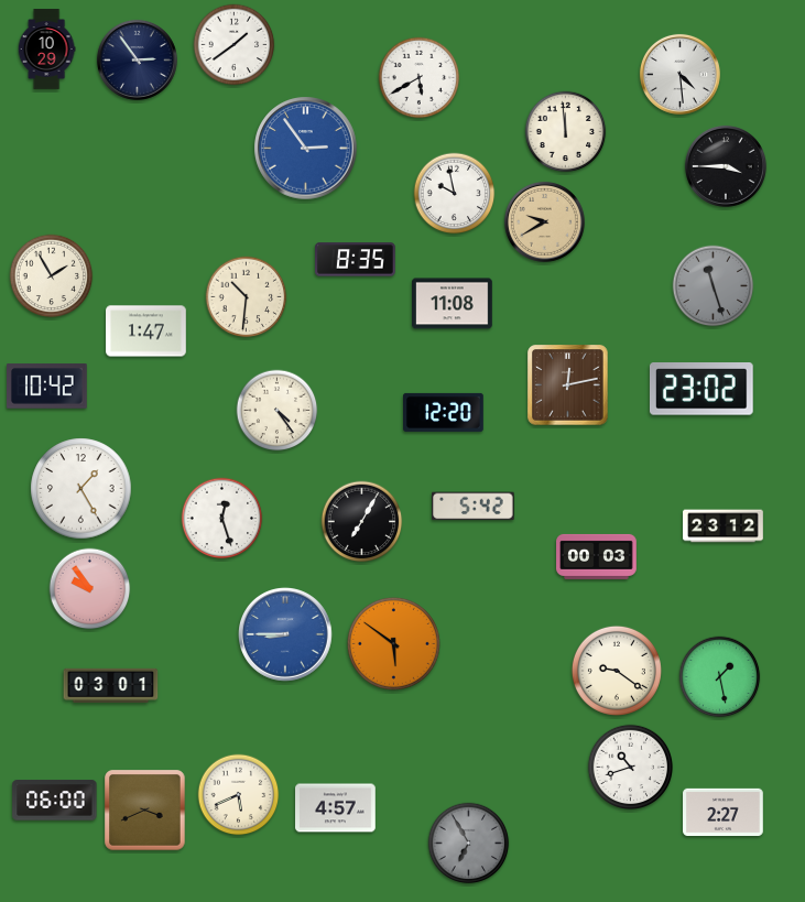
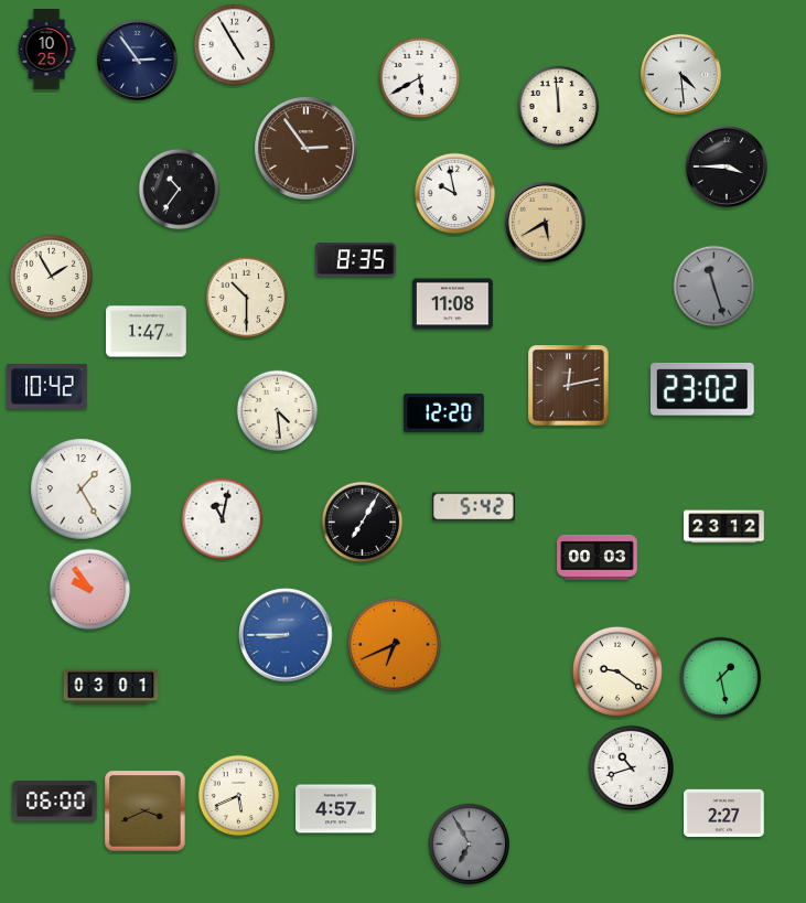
clock at (235, 45): 1:39 -> 4:55
clock at (46, 50): 10:29 -> 10:25
clock at (566, 132) position: (566, 132) -> (559, 107)
clock at (306, 149) dial: blue -> brown
clock at (180, 190): none -> 10:36
clock at (544, 221): 9:40 -> 5:40
clock at (247, 297): 10:31 -> 10:30
clock at (278, 411): 4:24 -> 4:29
clock at (222, 519): 12:27 -> 11:02
clock at (393, 643): 5:51 -> 6:41
